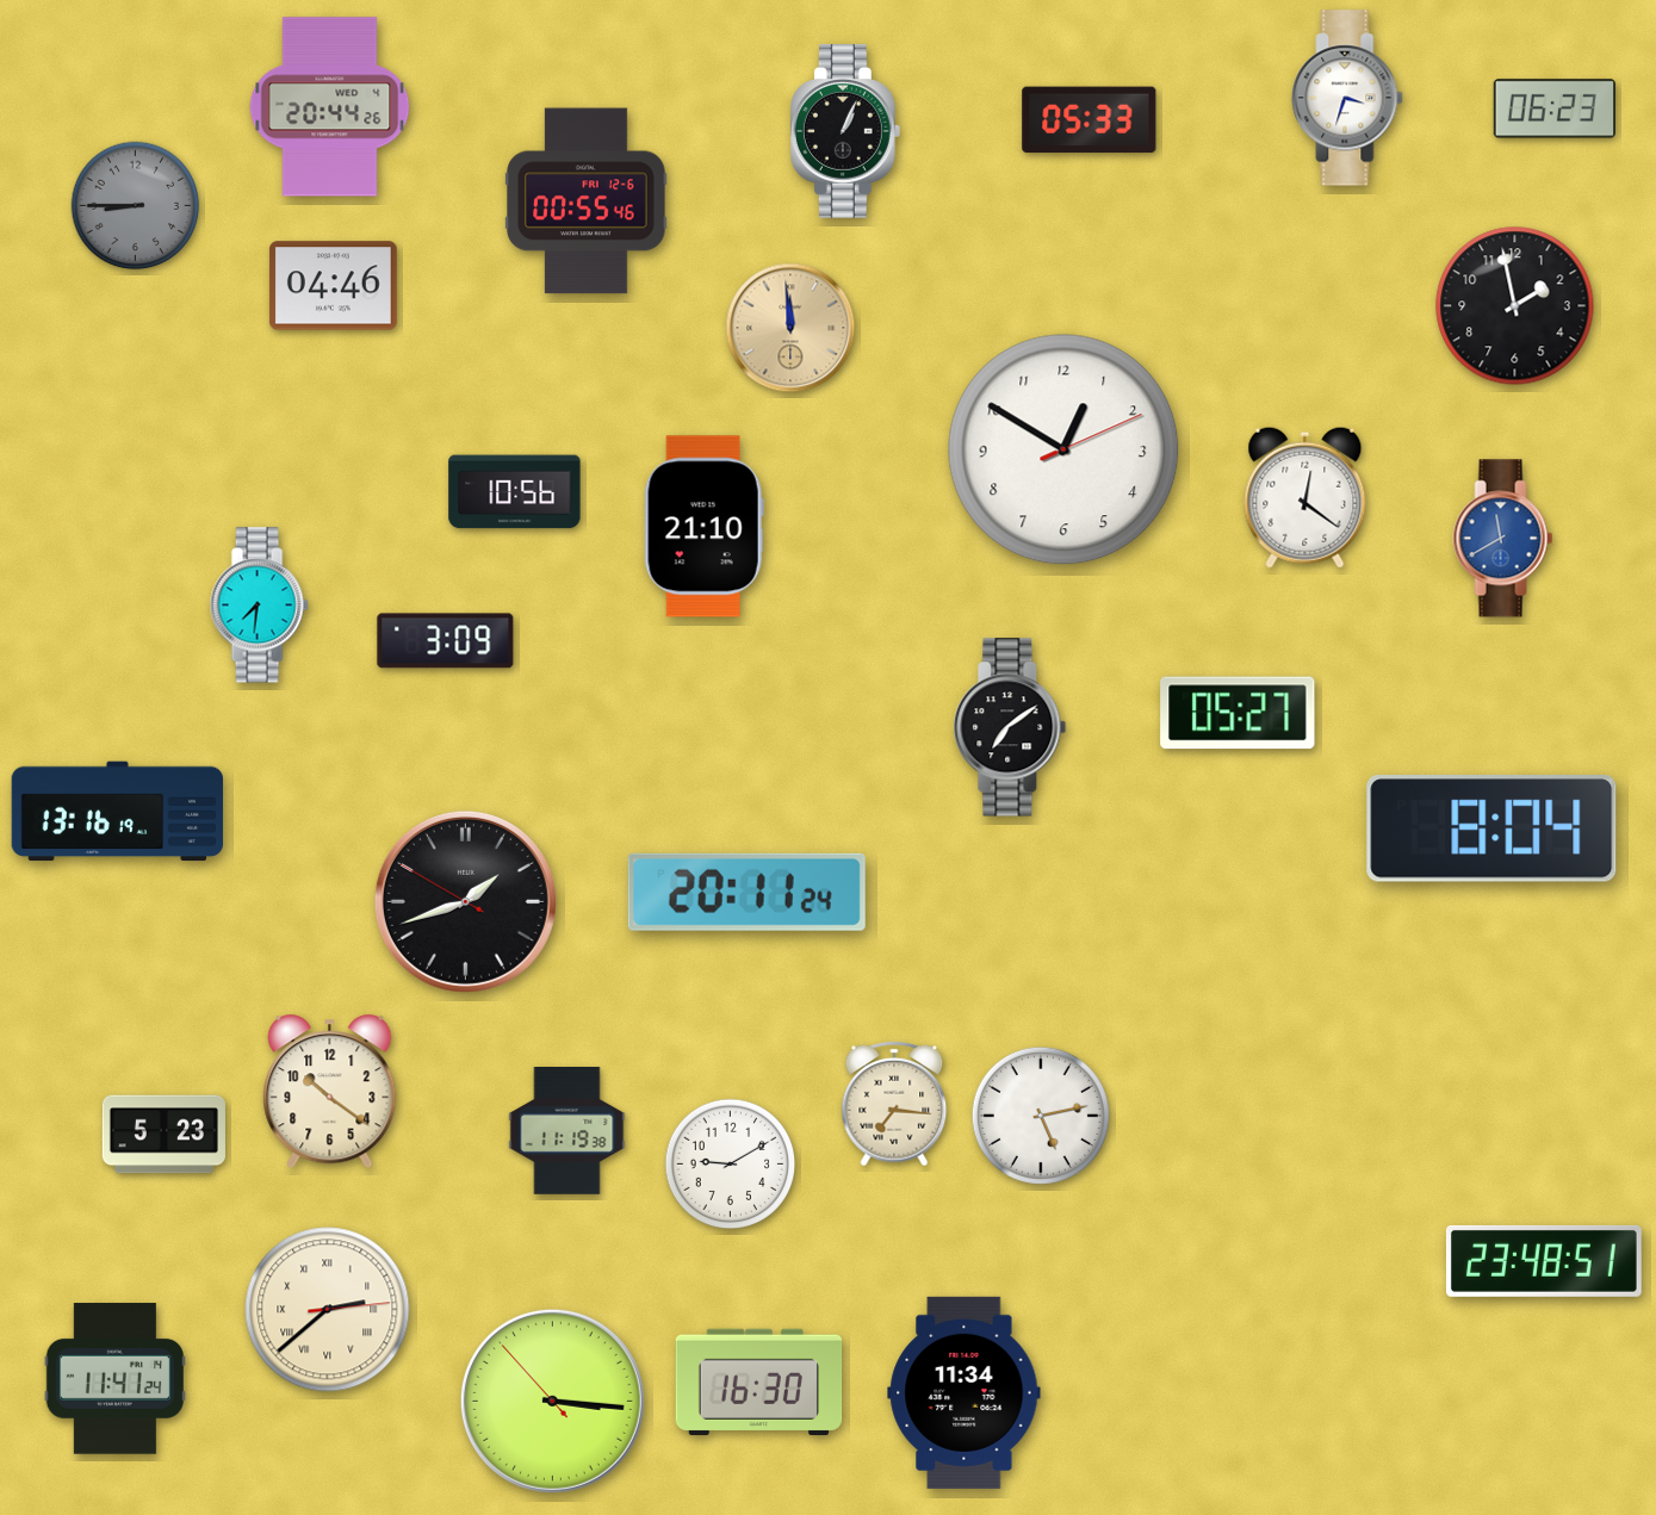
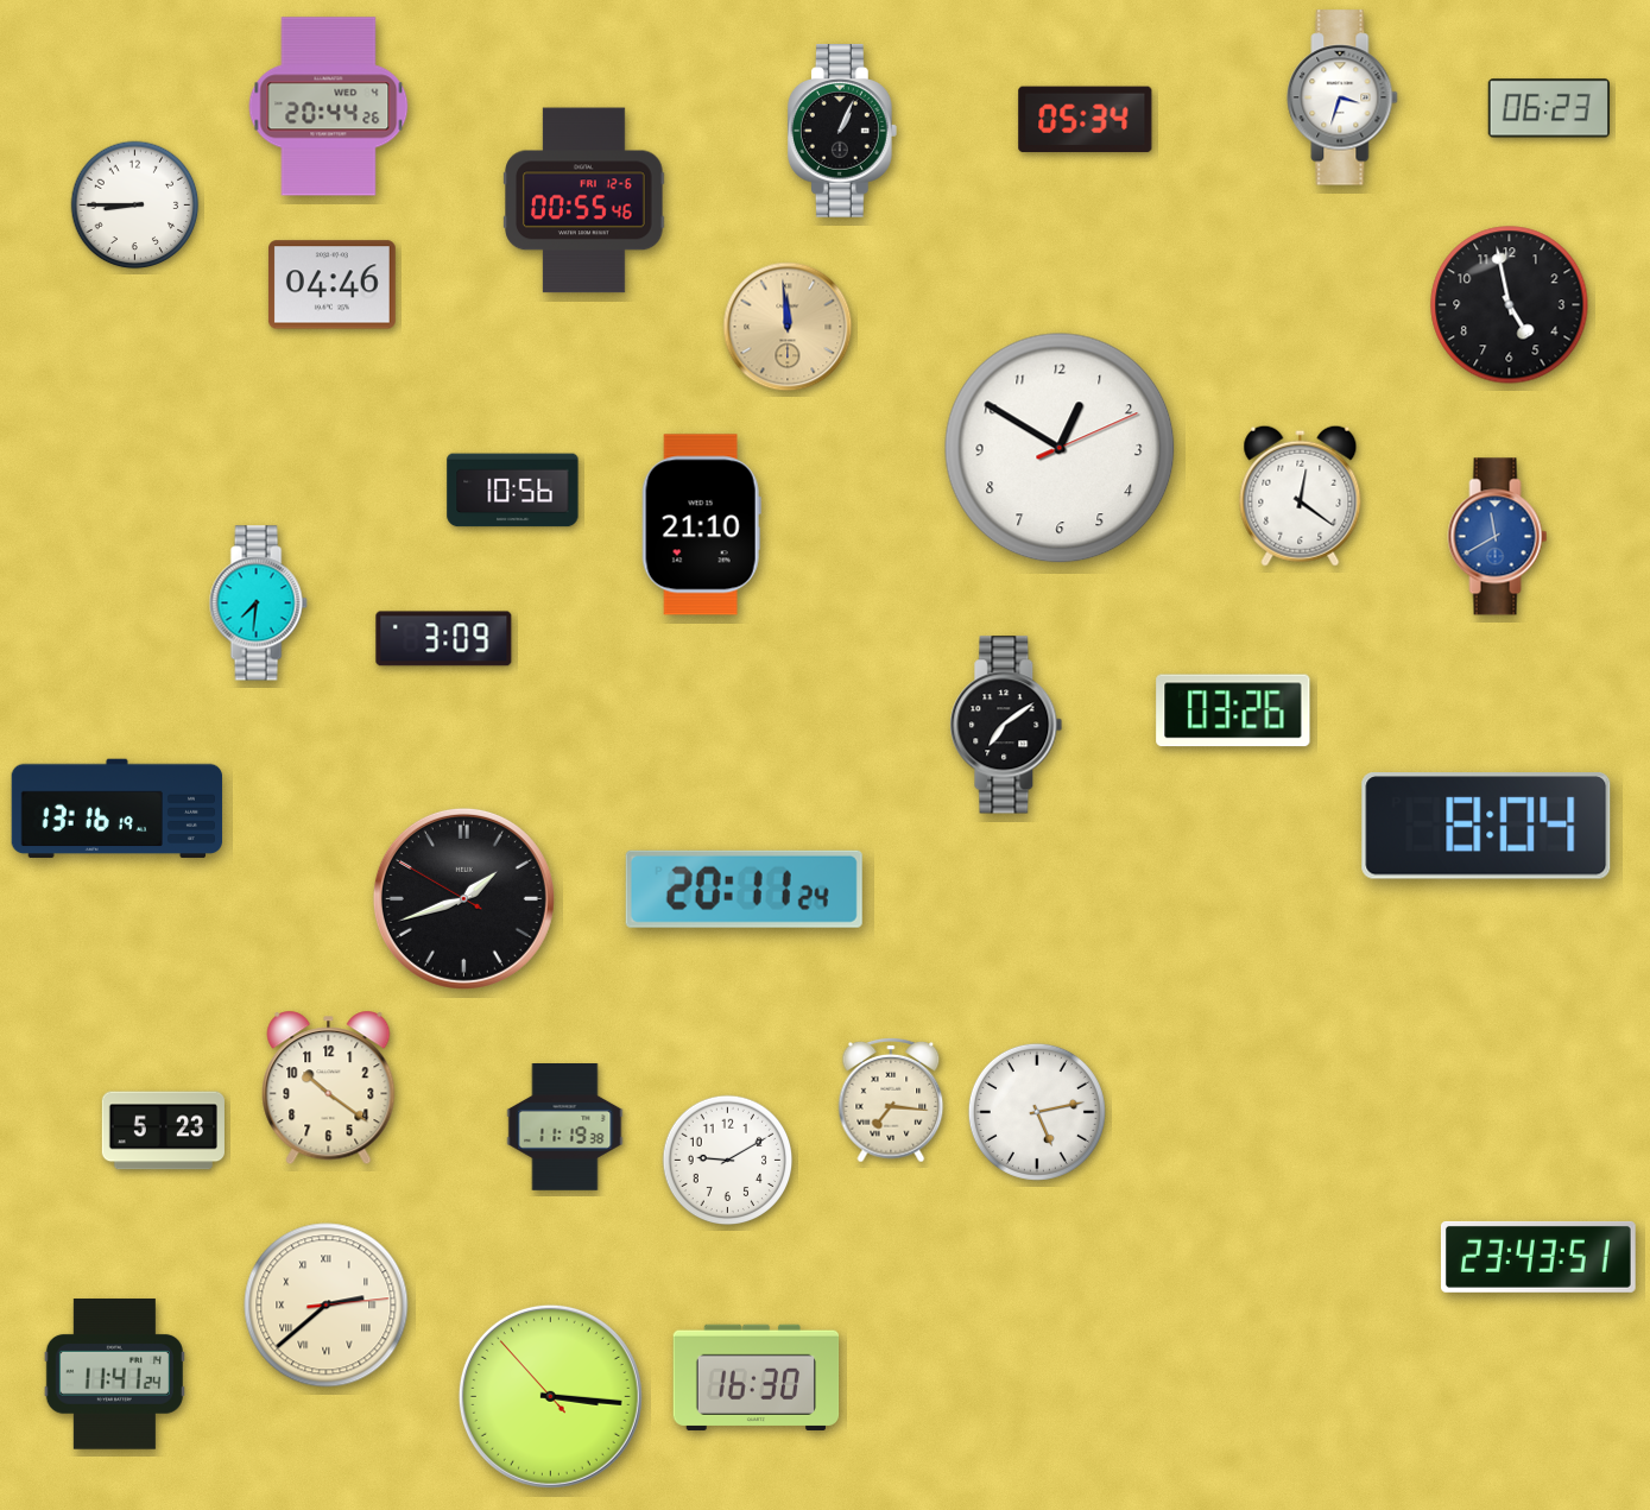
clock at (1090, 120): 05:33 -> 05:34
clock at (136, 206) dial: grey -> white
clock at (1515, 306): 1:58 -> 4:58
clock at (1238, 713): 05:27 -> 03:26
clock at (1544, 1261): 23:48 -> 23:43
clock at (965, 1392): 11:34 -> none
